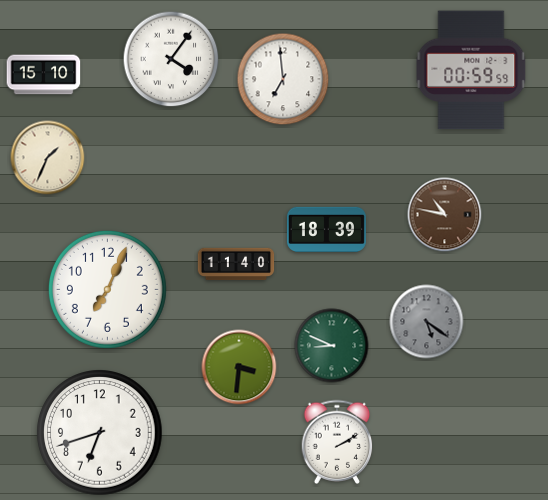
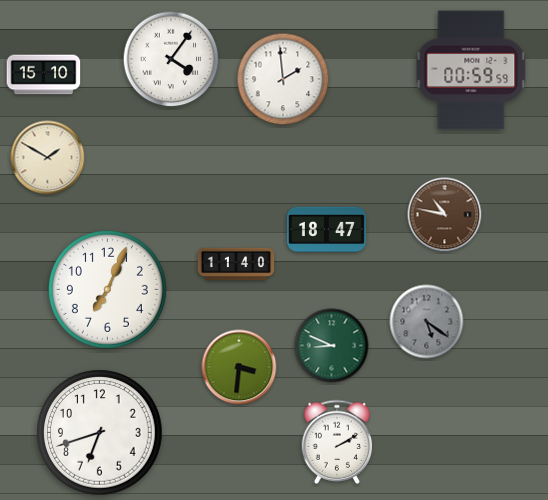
clock at (283, 79): 6:59 -> 1:59
clock at (48, 158): 1:34 -> 1:50
clock at (326, 229): 18:39 -> 18:47
